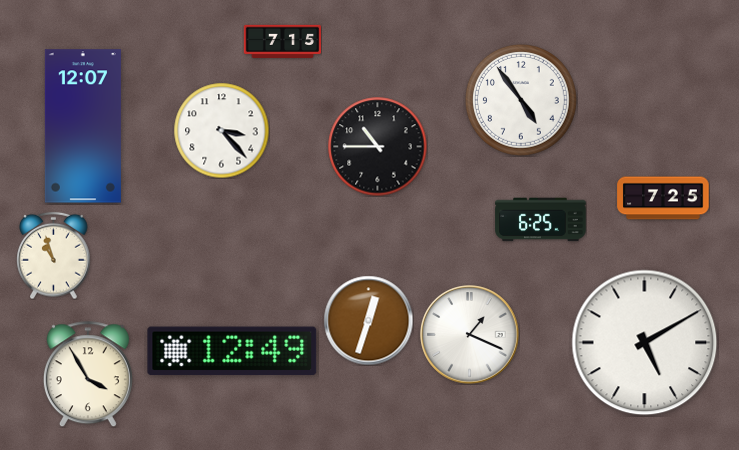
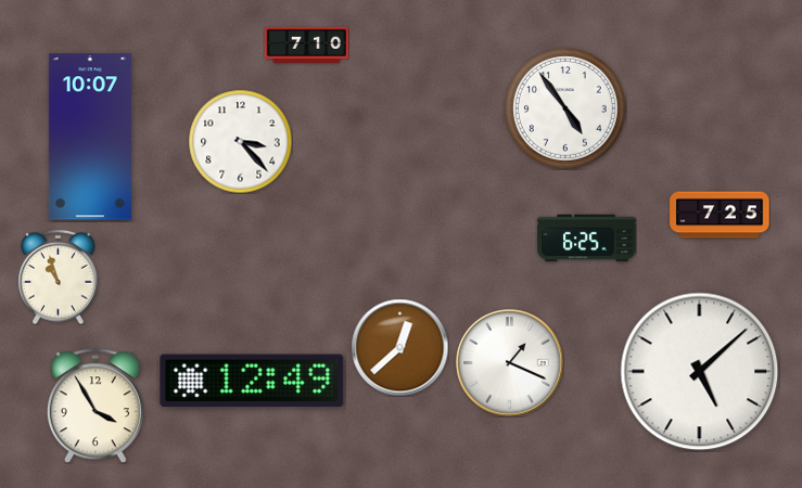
clock at (282, 42): 7:15 -> 7:10
clock at (83, 126): 12:07 -> 10:07
clock at (378, 147): 10:45 -> none
clock at (368, 320): 12:33 -> 12:38
clock at (645, 343): 5:10 -> 5:08
